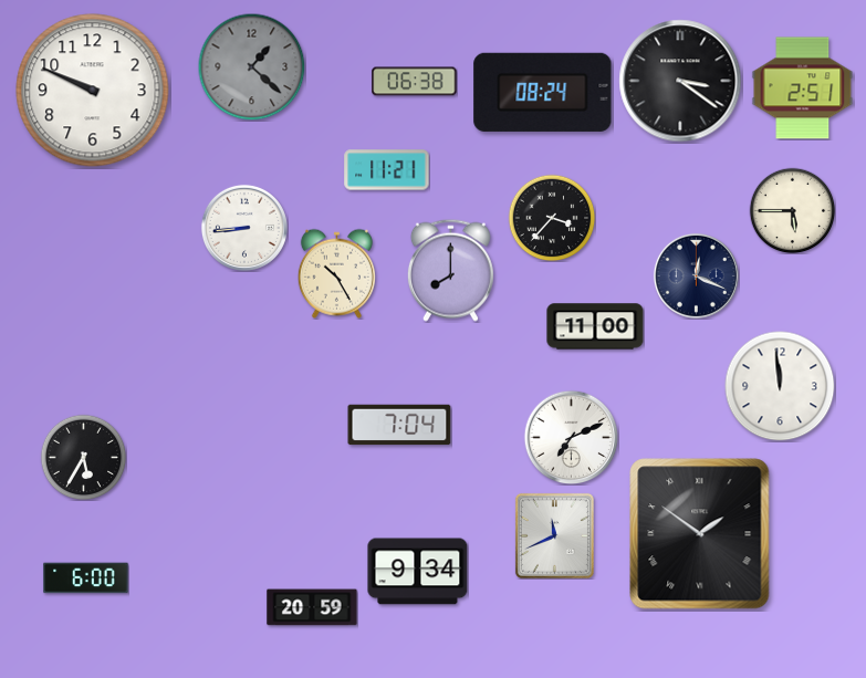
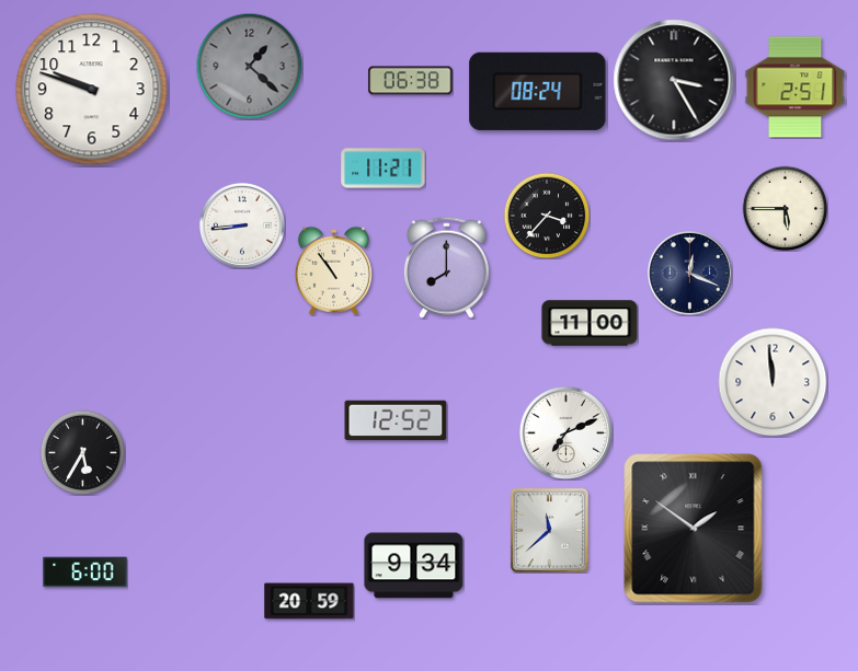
clock at (680, 81): 3:21 -> 3:25
clock at (93, 91): 9:49 -> 9:48
clock at (336, 273): 10:25 -> 10:54
clock at (399, 425): 7:04 -> 12:52
clock at (554, 535): 11:41 -> 11:38
